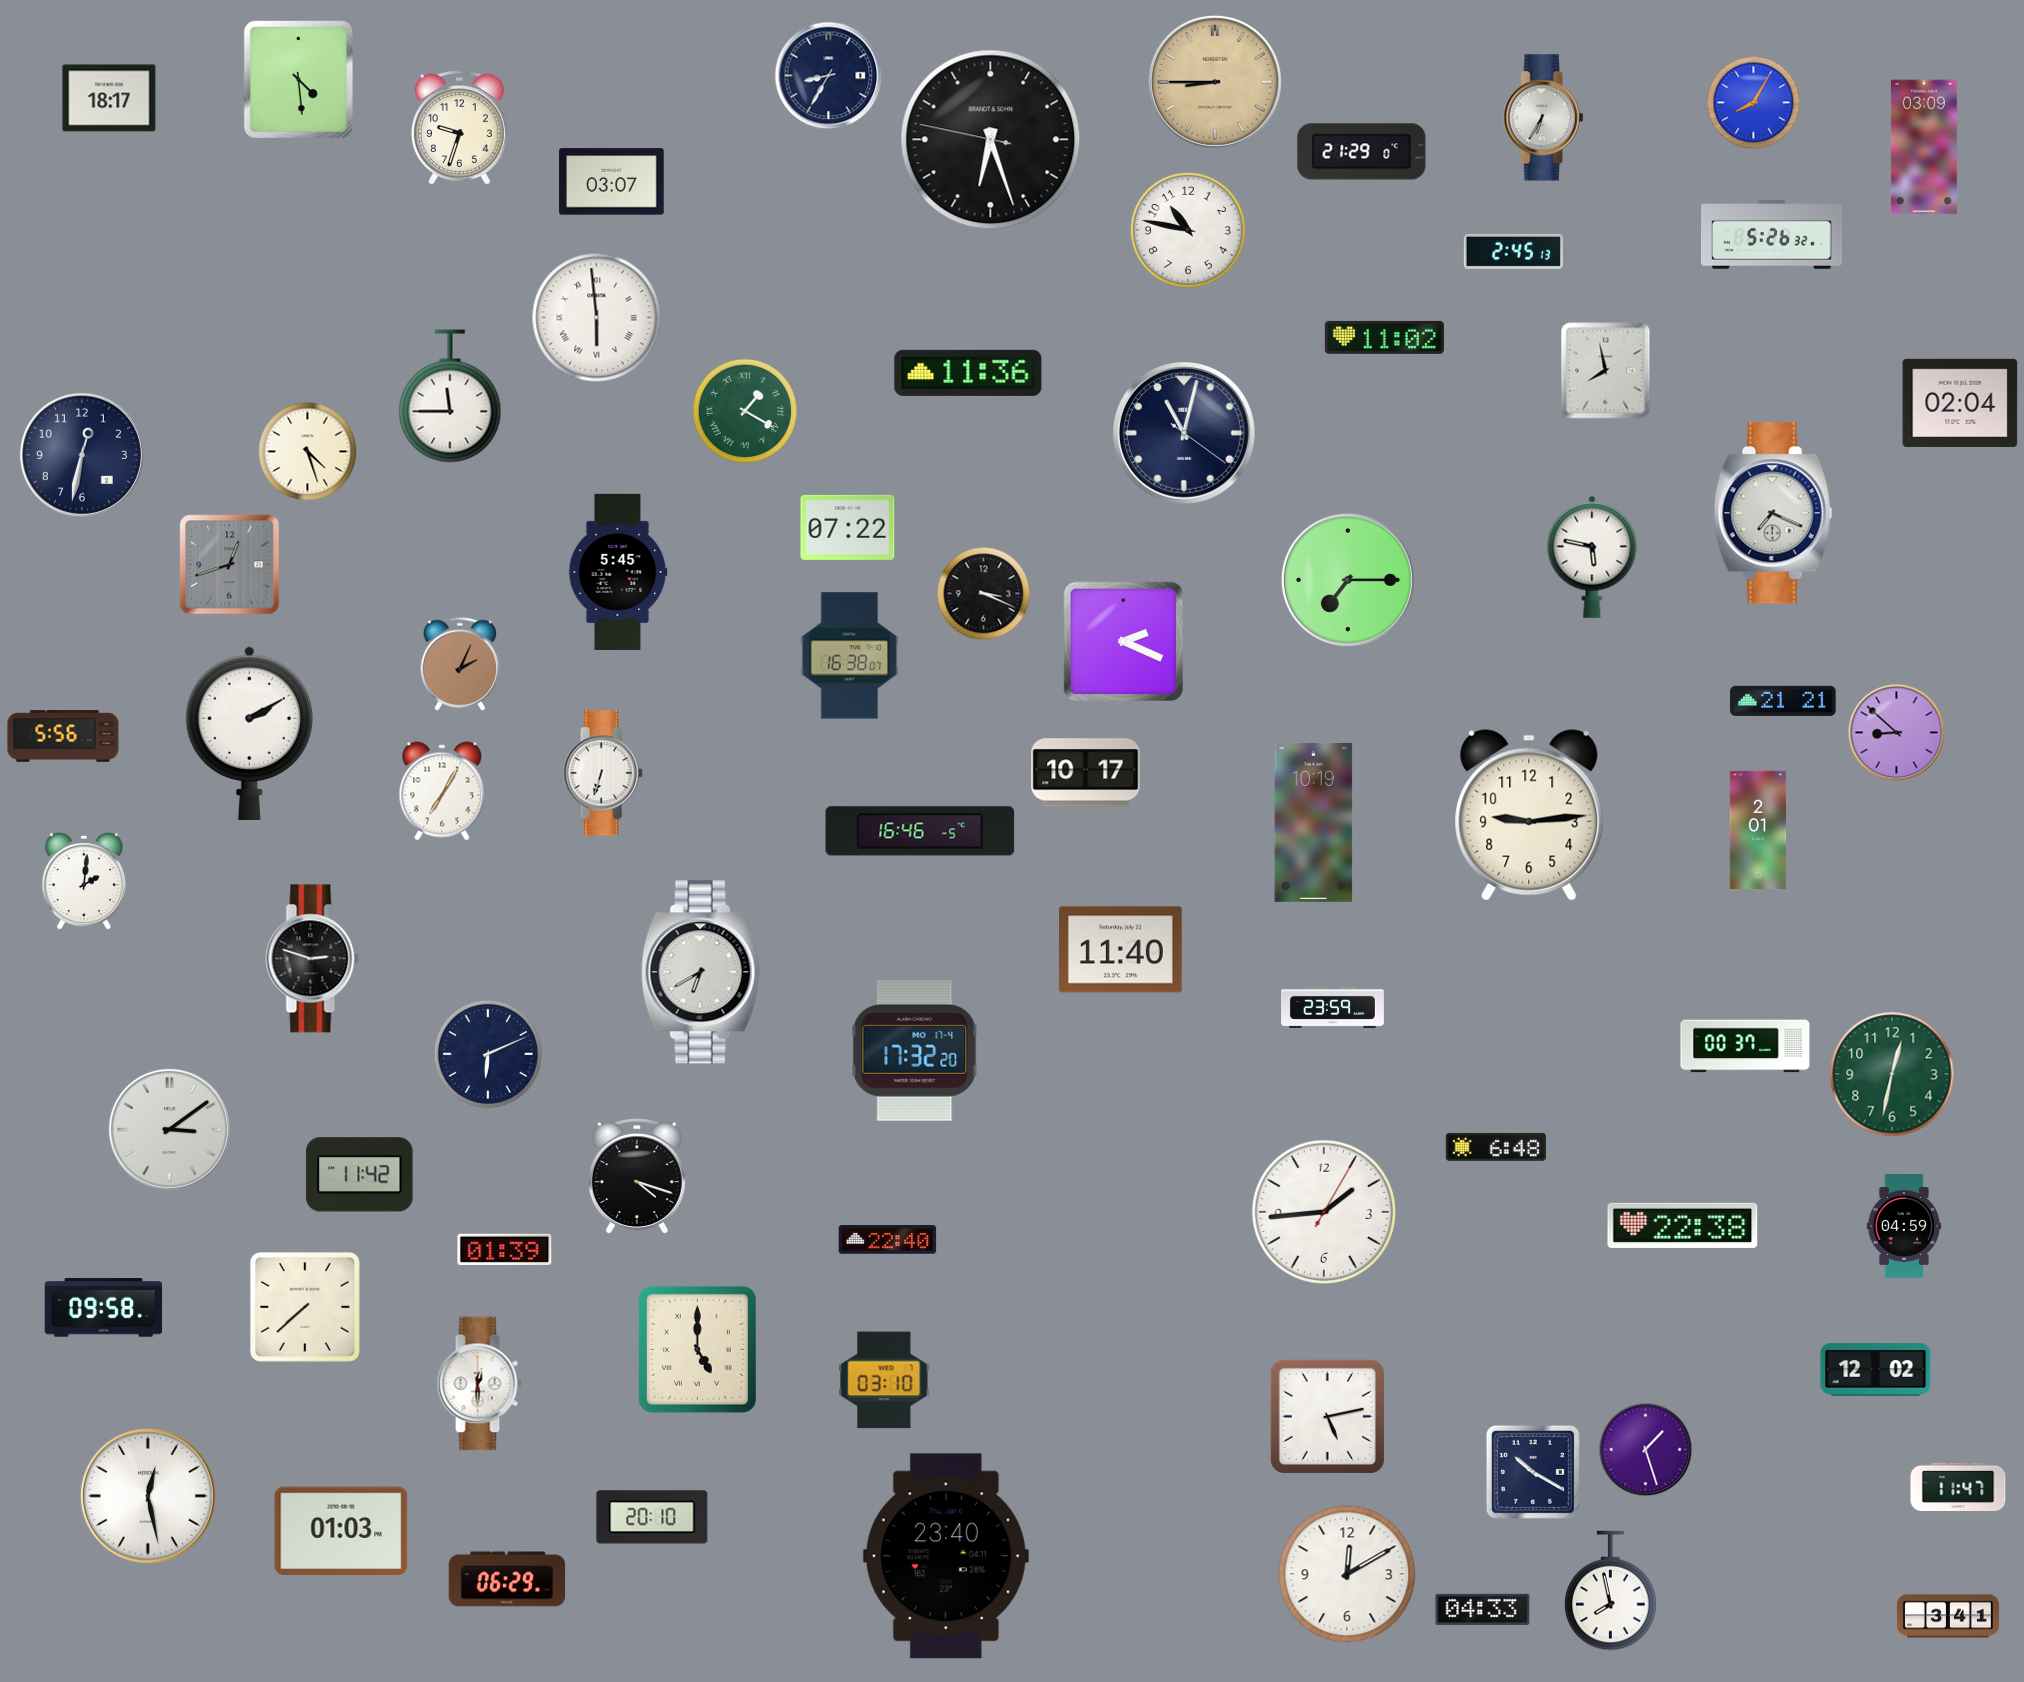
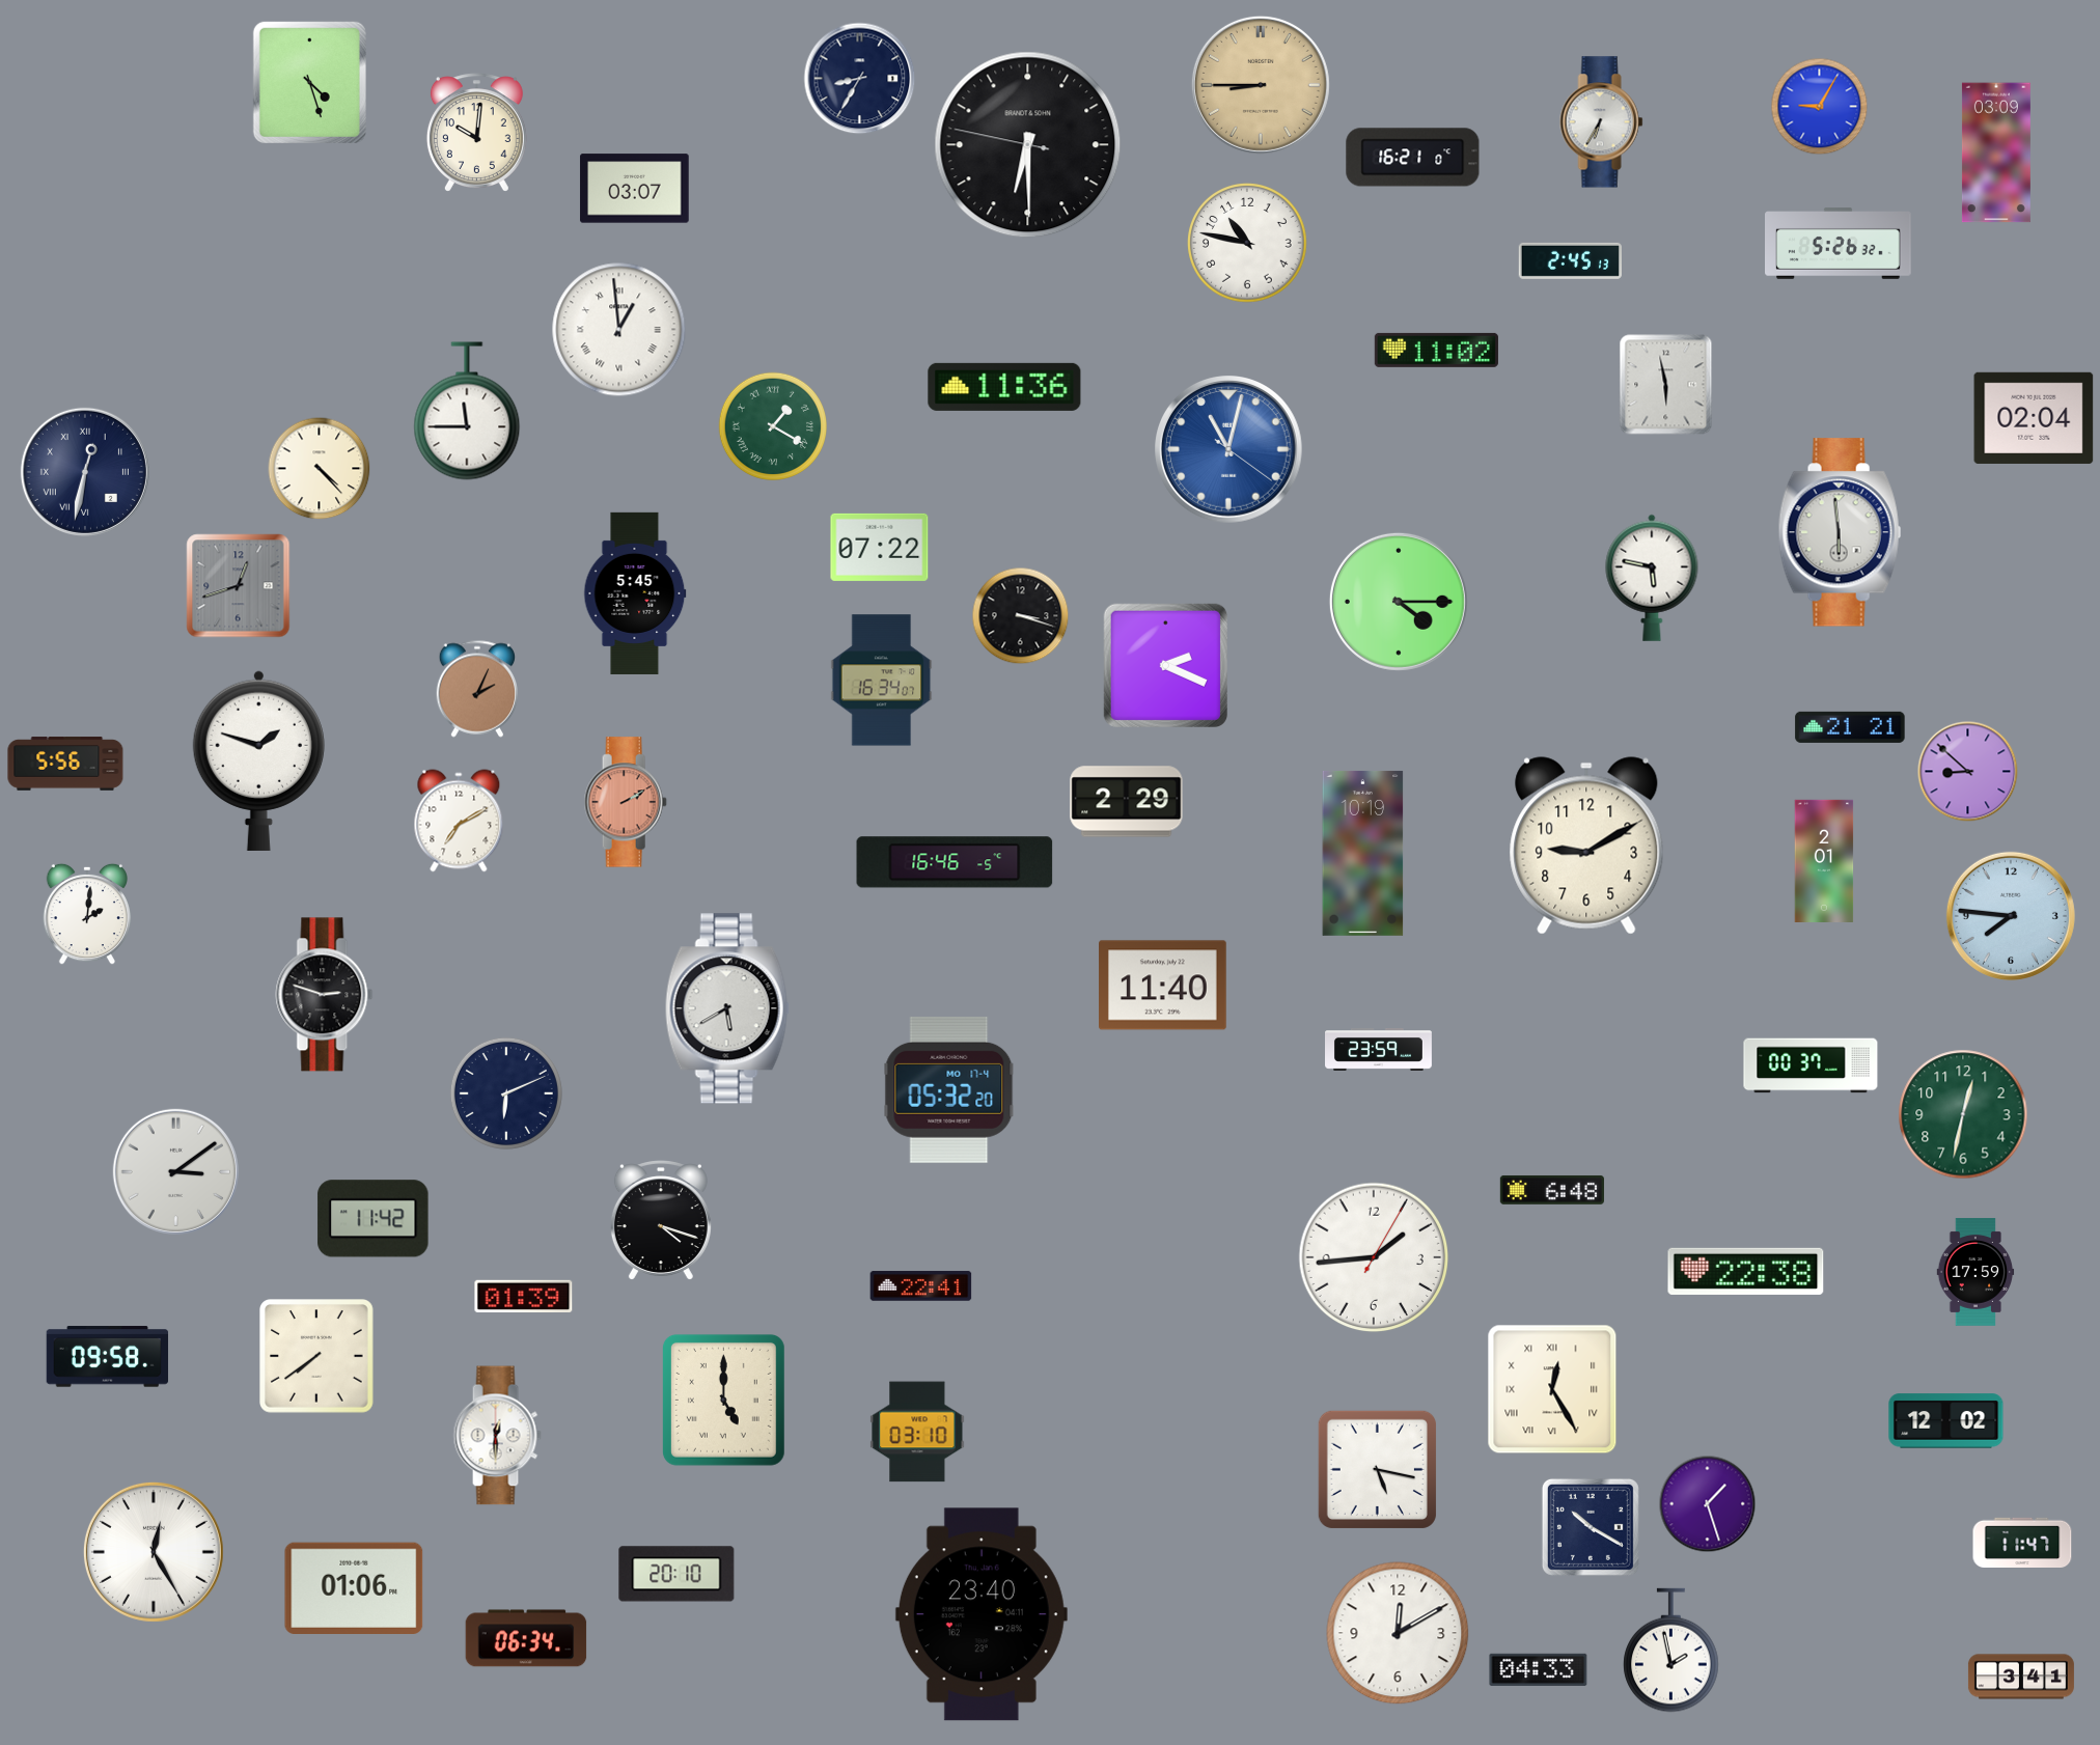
clock at (298, 79): 4:29 -> 4:27
clock at (109, 98): 18:17 -> none
clock at (1754, 103): 8:05 -> 9:05
clock at (459, 128): 9:33 -> 10:01
clock at (991, 140): 6:26 -> 6:29
clock at (1362, 152): 21:29 -> 16:21
clock at (1189, 231) position: (1189, 231) -> (1248, 244)
clock at (597, 318): 5:59 -> 12:59
clock at (1606, 371): 7:58 -> 5:58
clock at (1185, 434) dial: navy -> blue
clock at (308, 452): 4:27 -> 4:23
clock at (82, 455) numerals: Arabic -> Roman
clock at (1773, 513): 7:19 -> 5:59
clock at (618, 572) position: (618, 572) -> (635, 593)
clock at (1348, 580): 7:15 -> 4:15
clock at (984, 594): 3:19 -> 3:18
clock at (850, 656): 16:38 -> 16:34
clock at (249, 733): 2:10 -> 1:48
clock at (1897, 733) position: (1897, 733) -> (1968, 772)
clock at (603, 773): 6:33 -> 2:10
clock at (603, 773) dial: white -> salmon
clock at (1086, 773): 10:17 -> 2:29
clock at (442, 791): 7:05 -> 7:10
clock at (1529, 815): 9:14 -> 9:10
clock at (2011, 916): none -> 7:46
clock at (701, 972): 6:40 -> 5:40
clock at (1333, 1008) position: (1333, 1008) -> (1379, 1050)
clock at (1745, 1046) position: (1745, 1046) -> (1811, 1065)
clock at (915, 1050): 17:32 -> 05:32
clock at (1904, 1226): 04:59 -> 17:59
clock at (888, 1240): 22:40 -> 22:41
clock at (305, 1307): 7:38 -> 7:39
clock at (1552, 1389): none -> 12:25
clock at (1327, 1416): 5:13 -> 5:17
clock at (1958, 1486) position: (1958, 1486) -> (2022, 1542)
clock at (148, 1496): 12:28 -> 12:25
clock at (341, 1530): 01:03 -> 01:06
clock at (507, 1579): 06:29 -> 06:34
clock at (1611, 1591): 7:58 -> 1:58
